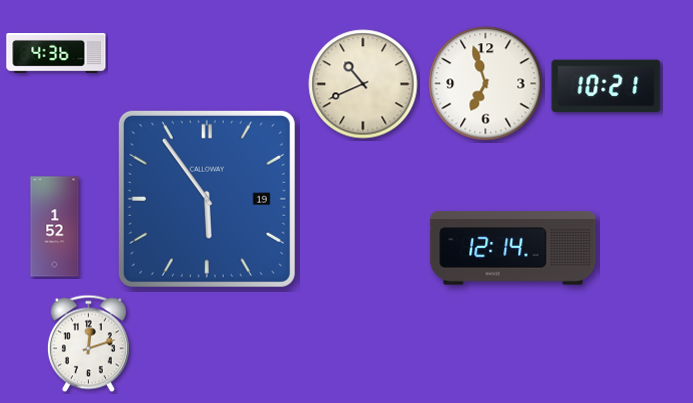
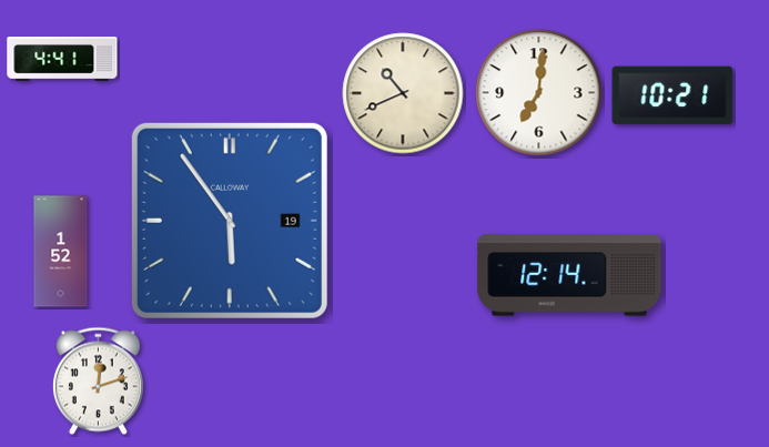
clock at (56, 54): 4:36 -> 4:41
clock at (486, 84): 6:57 -> 7:01
